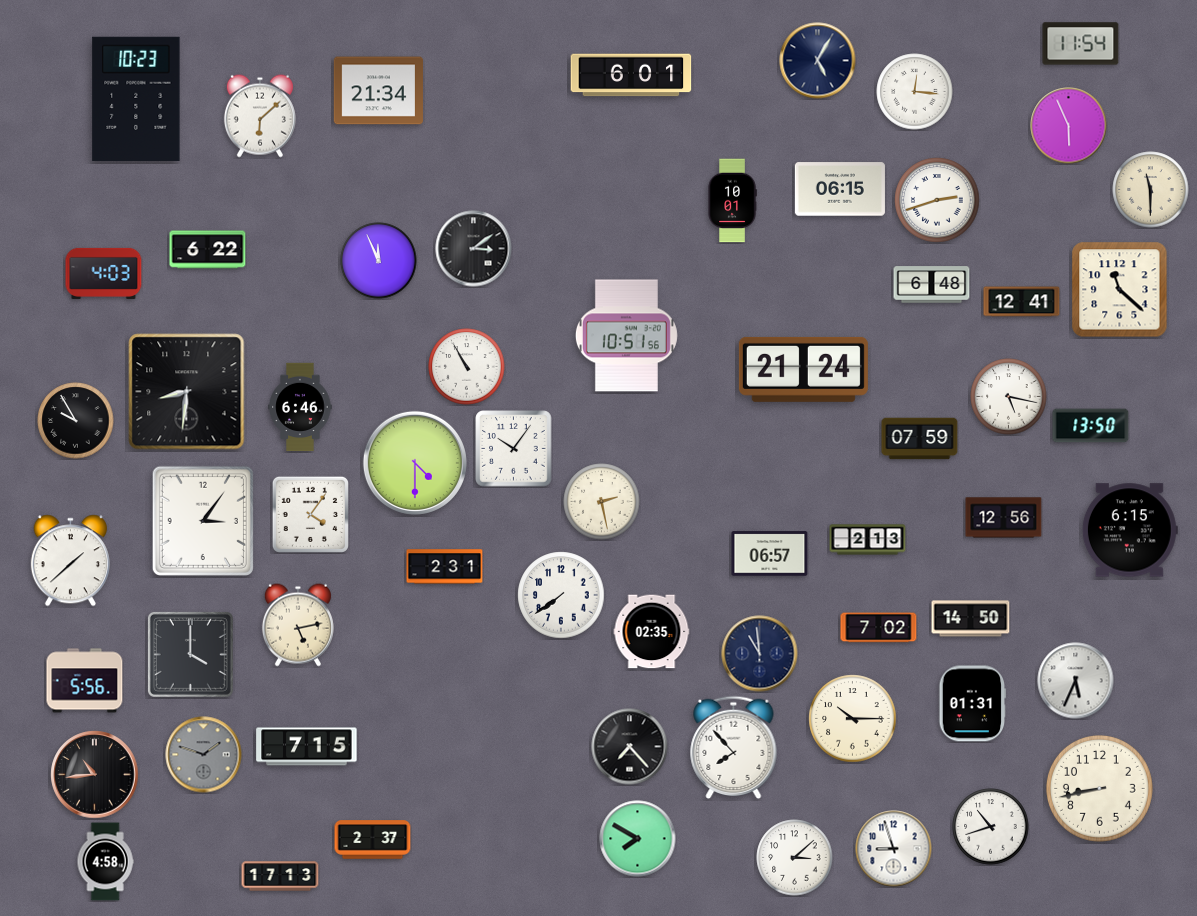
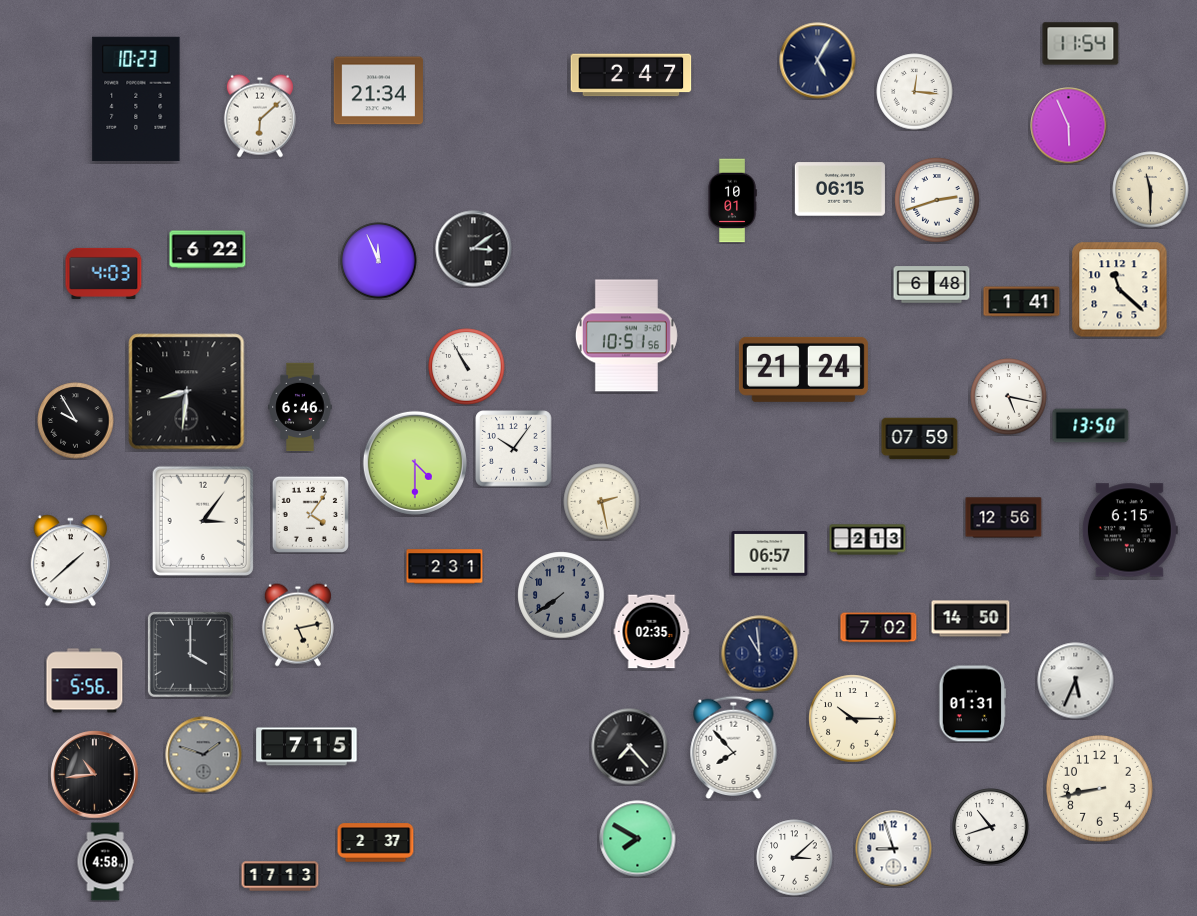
clock at (631, 75): 6:01 -> 2:47
clock at (1022, 302): 12:41 -> 1:41
clock at (561, 595) dial: white -> grey
clock at (373, 840) position: (373, 840) -> (376, 843)
